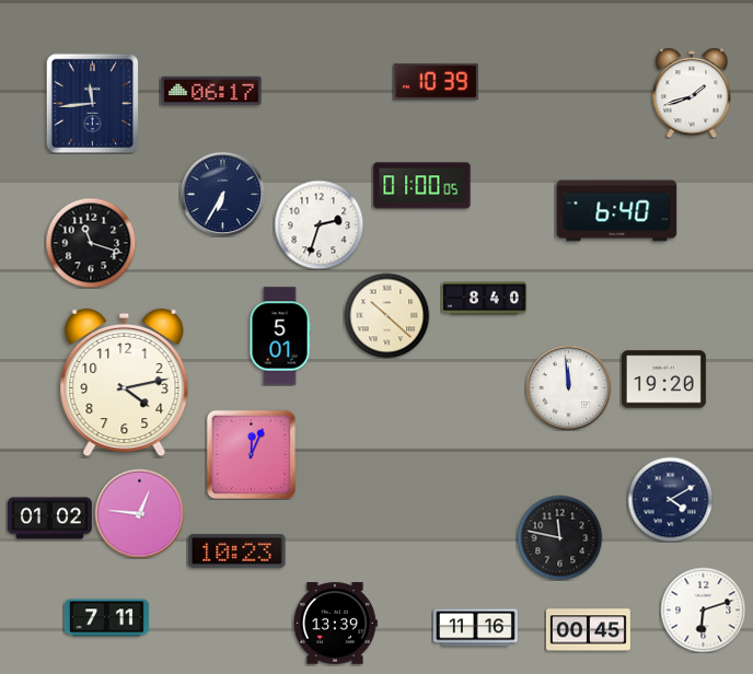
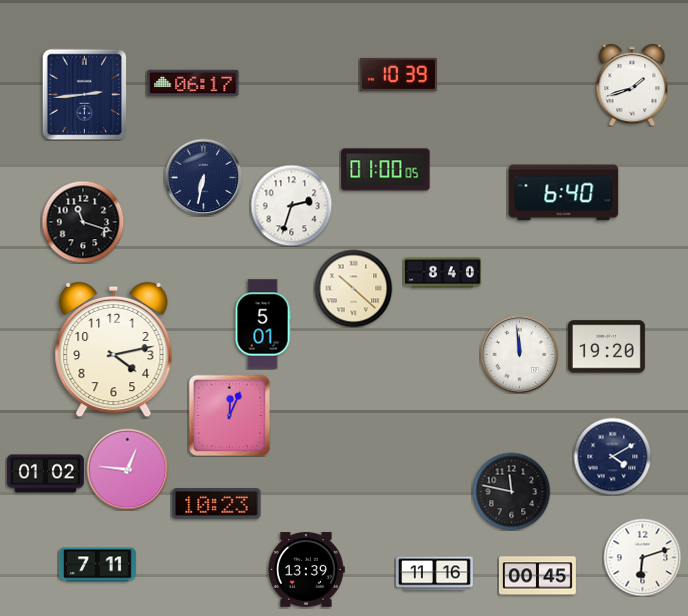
clock at (93, 103): 11:44 -> 2:44
clock at (222, 194): 6:35 -> 6:32
clock at (280, 336) position: (280, 336) -> (263, 324)
